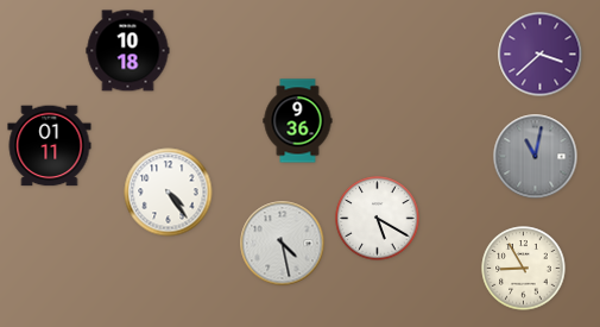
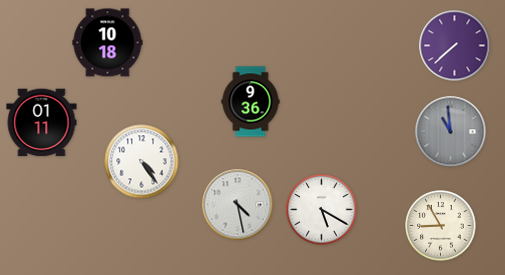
clock at (541, 55): 3:38 -> 7:38
clock at (536, 157): 11:02 -> 10:59
clock at (378, 219) position: (378, 219) -> (322, 210)
